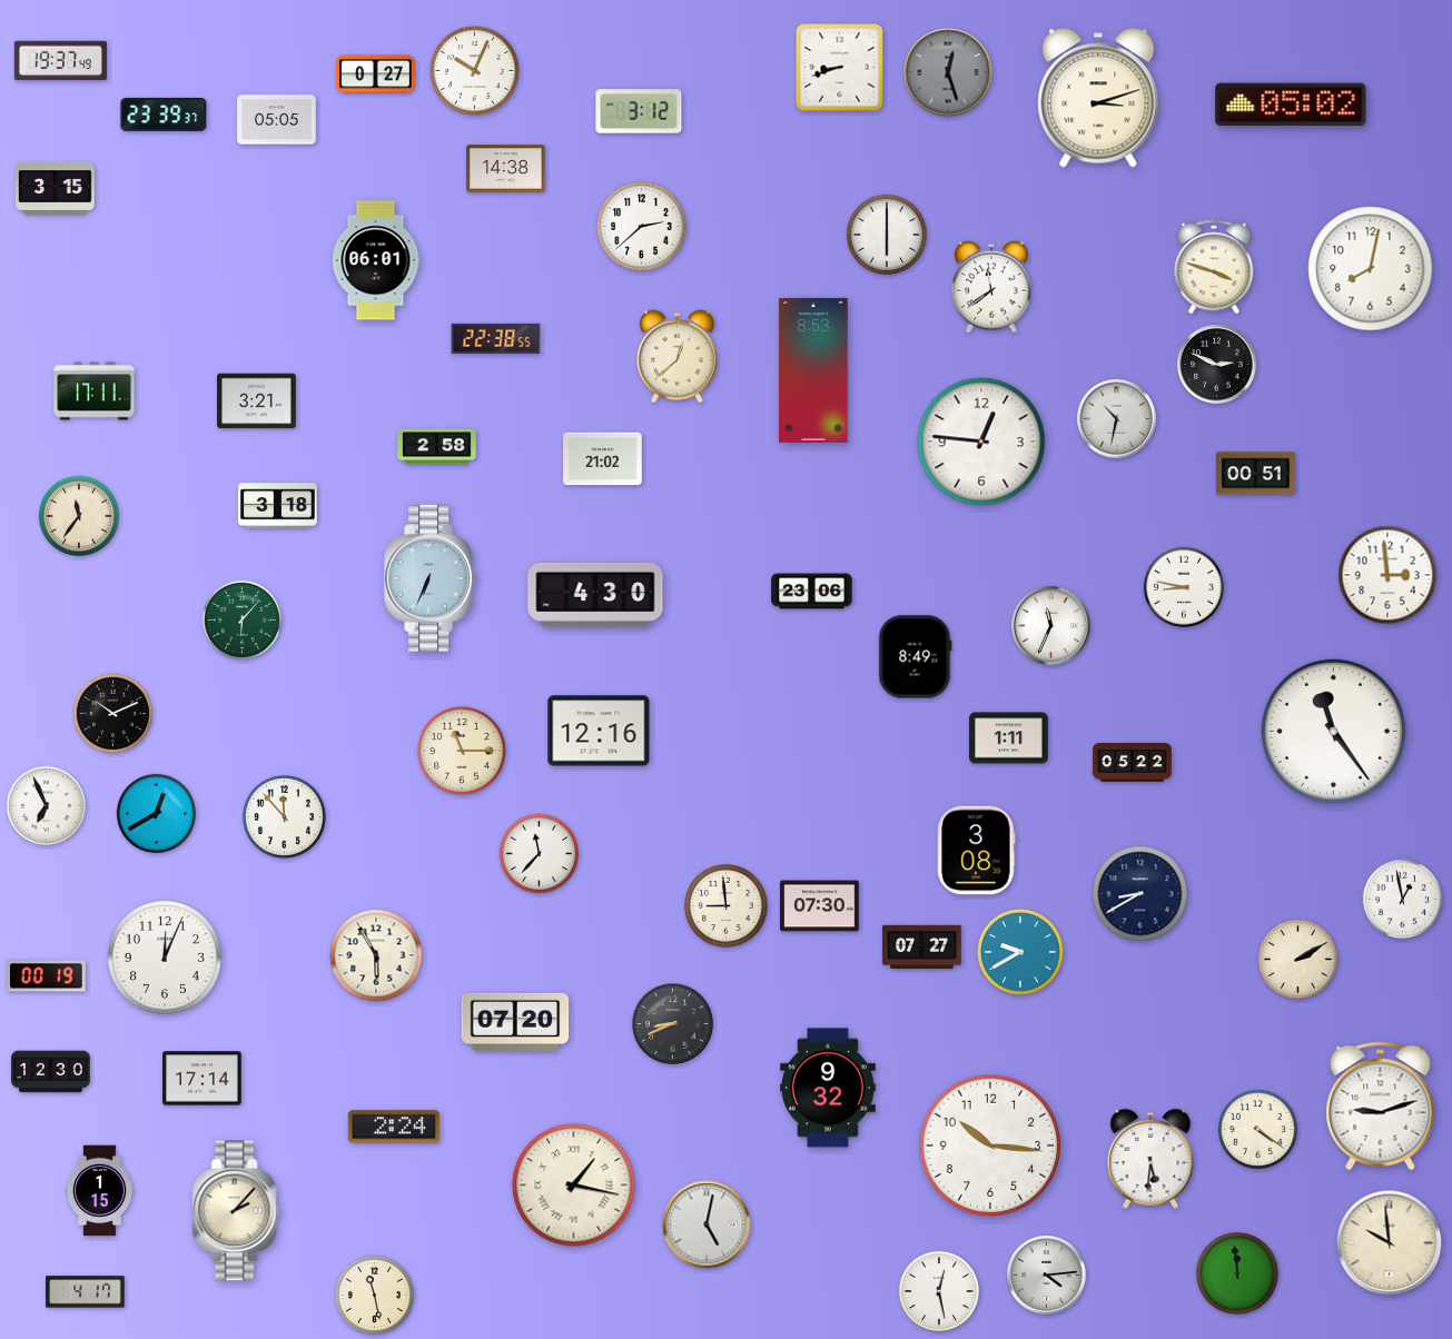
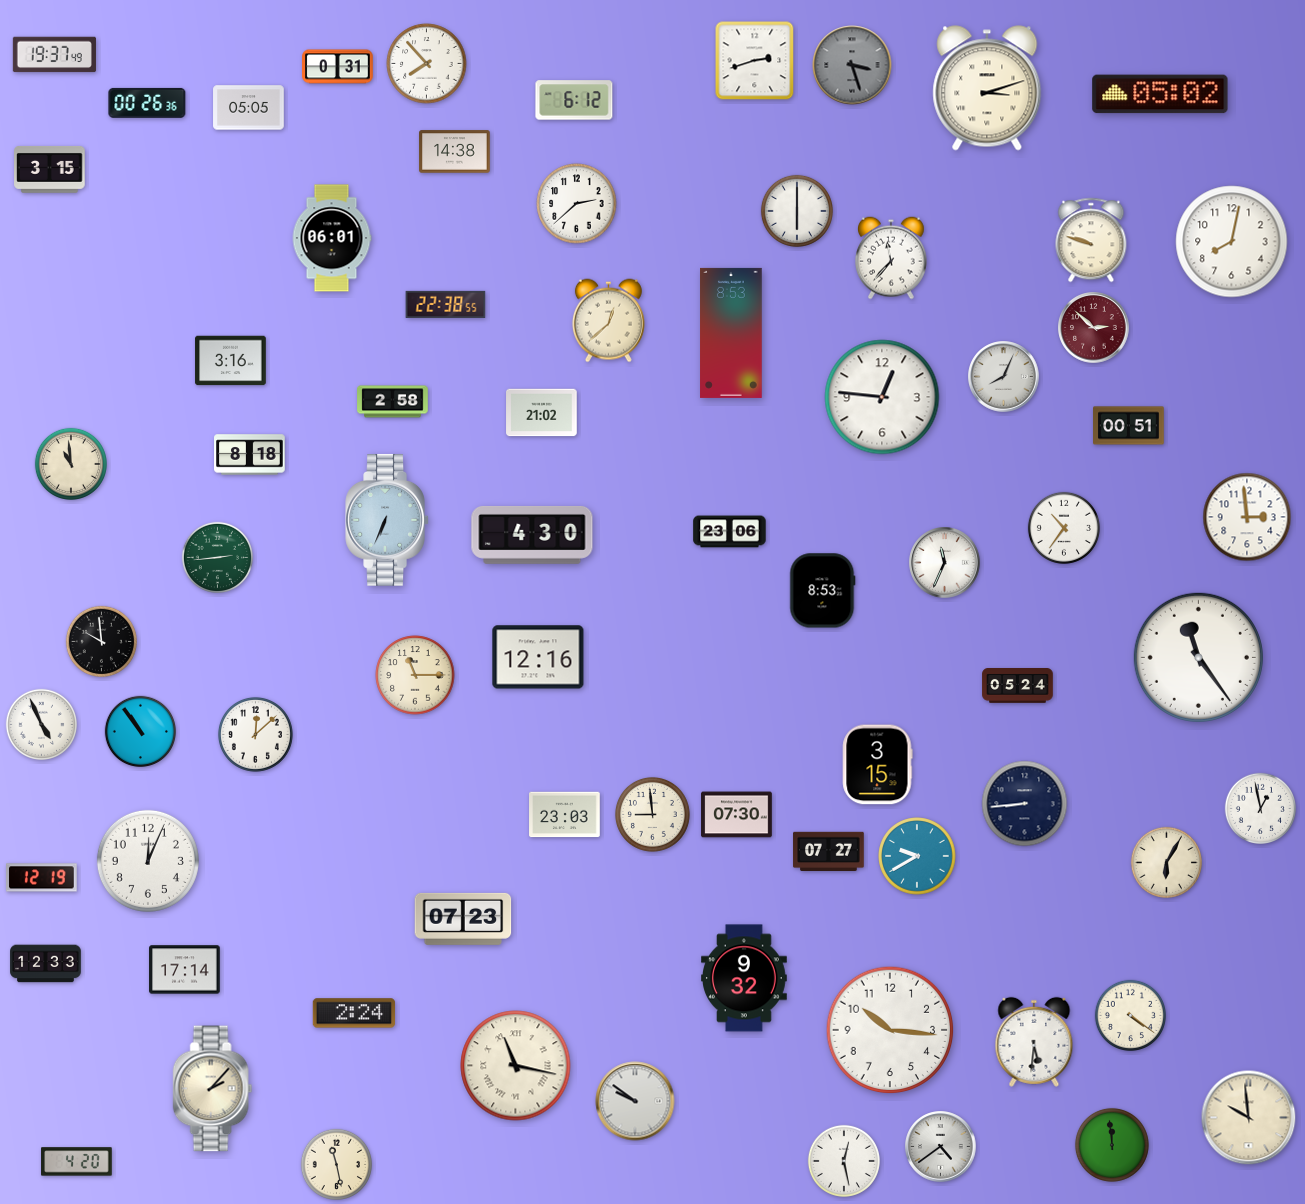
clock at (840, 68): 8:42 -> 2:42
clock at (475, 71): 10:04 -> 7:53
clock at (948, 72): 12:27 -> 3:27
clock at (376, 75): 0:27 -> 0:31
clock at (639, 111): 3:12 -> 6:12
clock at (164, 115): 23:39 -> 00:26
clock at (376, 260) position: (376, 260) -> (332, 238)
clock at (1214, 267): 3:48 -> 9:48
clock at (992, 287): 11:39 -> 11:37
clock at (1217, 365): 2:49 -> 2:52
clock at (1217, 365) dial: black -> burgundy
clock at (95, 391): 17:11 -> none
clock at (257, 401): 3:21 -> 3:16
clock at (1117, 419): 10:32 -> 8:04
clock at (278, 506): 3:18 -> 8:18
clock at (79, 516): 11:36 -> 10:59
clock at (1184, 587): 8:47 -> 10:36
clock at (595, 595) position: (595, 595) -> (532, 535)
clock at (241, 619): 6:07 -> 2:44
clock at (916, 657): 8:49 -> 8:53
clock at (112, 713): 10:11 -> 9:59
clock at (1009, 738): 1:11 -> none
clock at (1133, 763): 05:22 -> 05:24
clock at (46, 805): 6:56 -> 4:56
clock at (156, 813): 12:40 -> 10:54
clock at (284, 816): 11:53 -> 12:08
clock at (977, 851): 3:08 -> 3:15
clock at (539, 853): 11:37 -> none
clock at (1140, 894): 8:40 -> 8:44
clock at (565, 815): none -> 23:03
clock at (376, 955): 5:55 -> none
clock at (1297, 959): 2:10 -> 6:05
clock at (47, 976): 00:19 -> 12:19
clock at (515, 1022): 07:20 -> 07:23
clock at (673, 1024): 8:41 -> none
clock at (51, 1072): 12:30 -> 12:33
clock at (203, 1079) position: (203, 1079) -> (185, 970)
clock at (1381, 1107): 9:12 -> none
clock at (574, 1186): 1:17 -> 11:17
clock at (100, 1191): 1:15 -> none
clock at (707, 1224): 5:02 -> 9:51
clock at (1047, 1276): 4:14 -> 4:39
clock at (86, 1292): 4:17 -> 4:20
